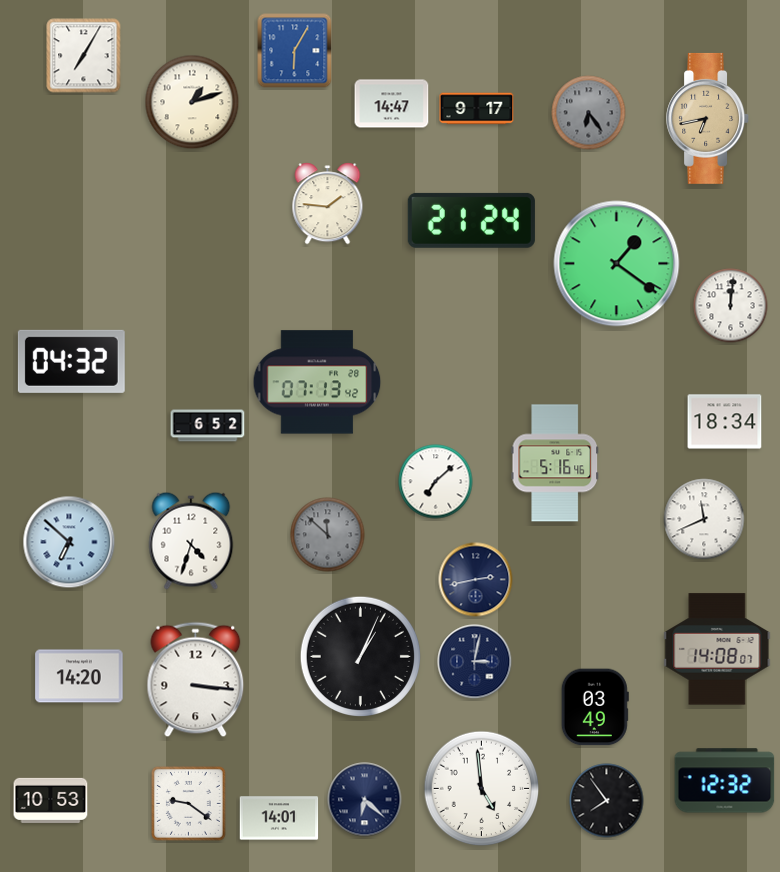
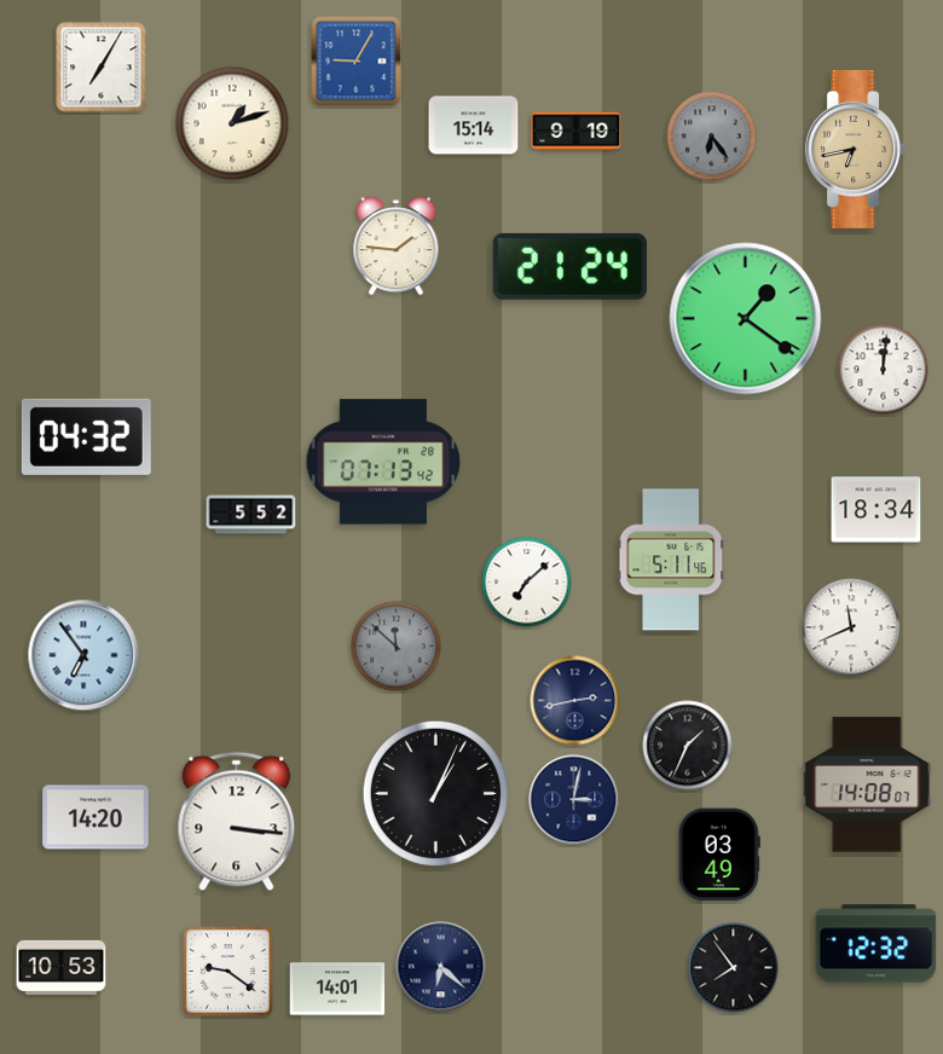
clock at (295, 51): 6:05 -> 9:05
clock at (392, 104): 14:47 -> 15:14
clock at (477, 109): 9:17 -> 9:19
clock at (708, 118) position: (708, 118) -> (856, 149)
clock at (208, 426): 6:52 -> 5:52
clock at (554, 463): 5:16 -> 5:11
clock at (191, 541): 4:33 -> none
clock at (69, 542): 6:52 -> 6:54
clock at (688, 746): none -> 1:34
clock at (482, 789): 4:59 -> none
